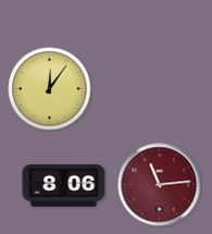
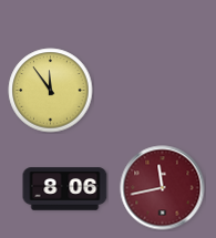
clock at (50, 89): 12:06 -> 11:54
clock at (160, 185): 11:14 -> 11:43
